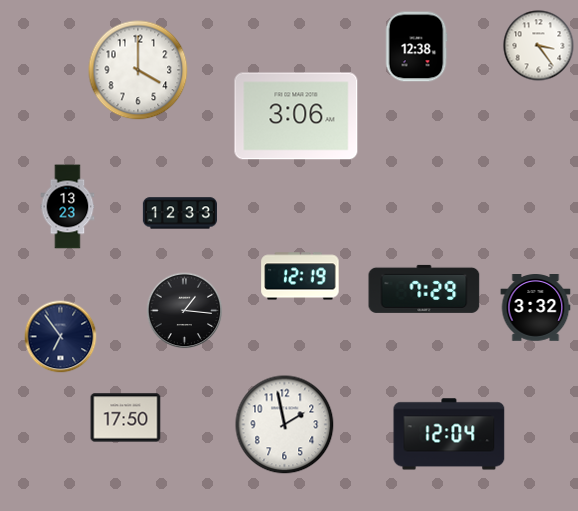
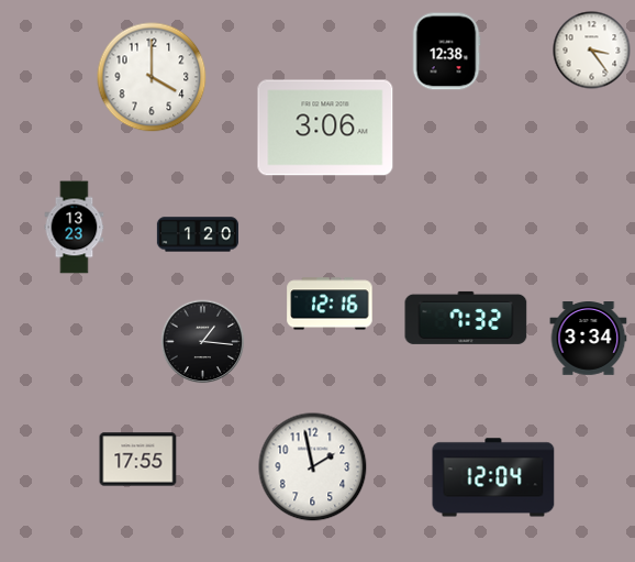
clock at (416, 47) position: (416, 47) -> (446, 52)
clock at (180, 213): 12:33 -> 1:20
clock at (300, 276): 12:19 -> 12:16
clock at (424, 289): 7:29 -> 7:32
clock at (536, 308): 3:32 -> 3:34
clock at (61, 337): 6:54 -> none
clock at (126, 418): 17:50 -> 17:55
